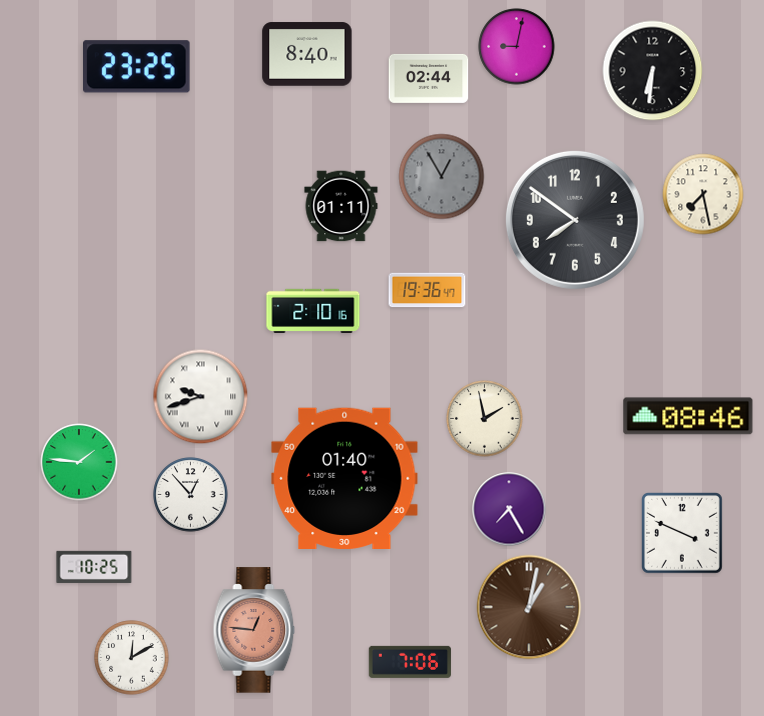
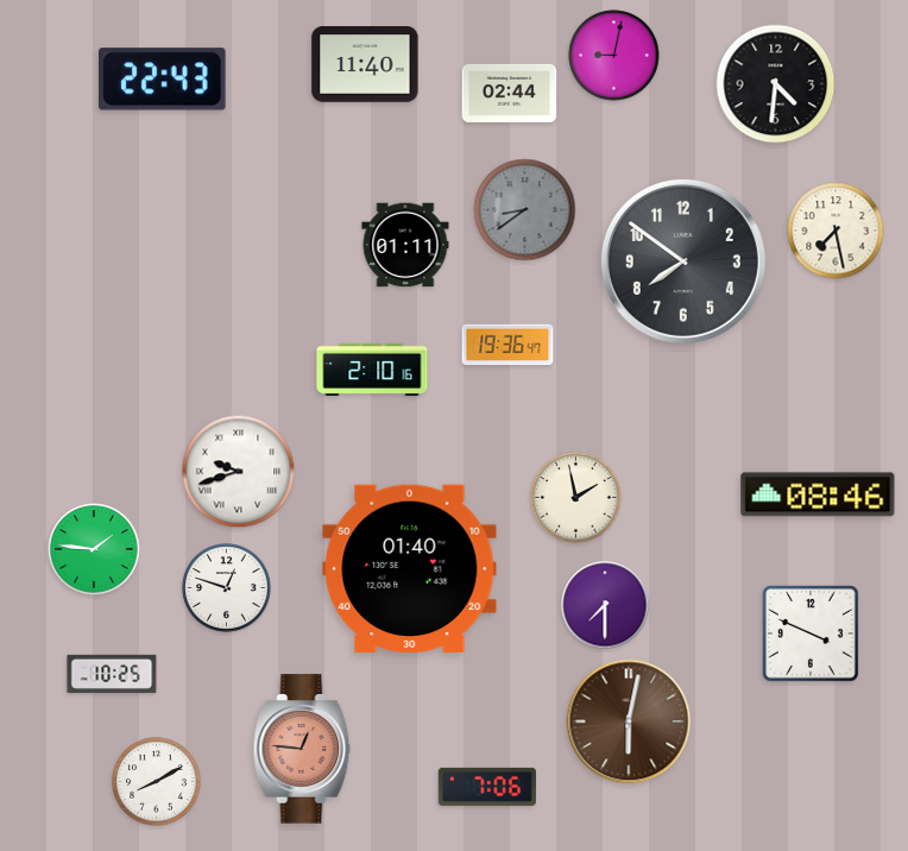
clock at (307, 54): 8:40 -> 11:40
clock at (137, 67): 23:25 -> 22:43
clock at (653, 71): 6:31 -> 4:31
clock at (442, 177): 12:55 -> 8:39
clock at (191, 495): 12:53 -> 12:48
clock at (509, 509): 7:25 -> 7:30
clock at (529, 607): 1:02 -> 6:02
clock at (132, 658): 12:10 -> 8:10
